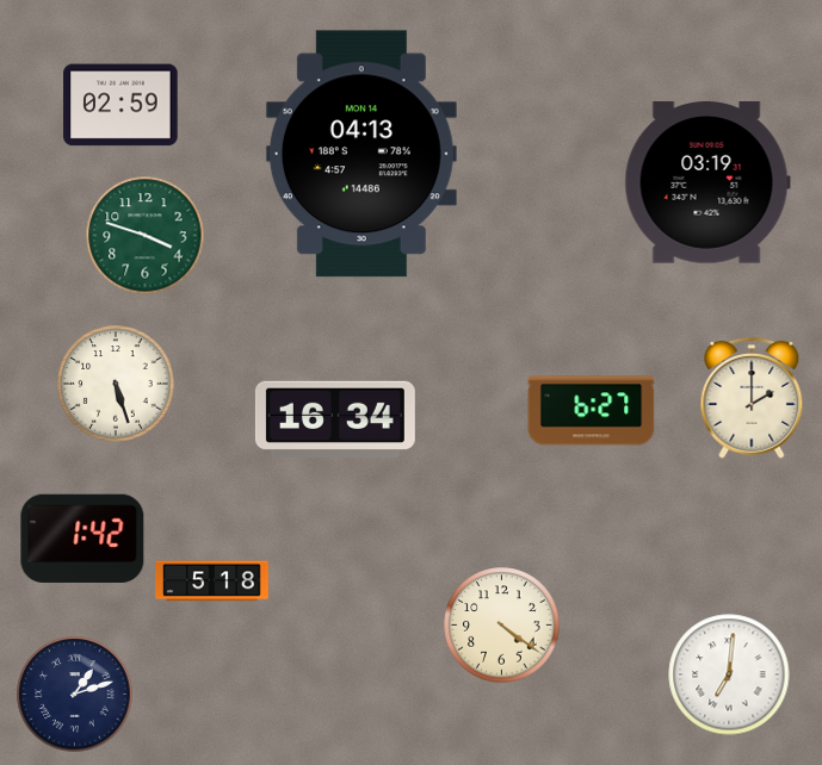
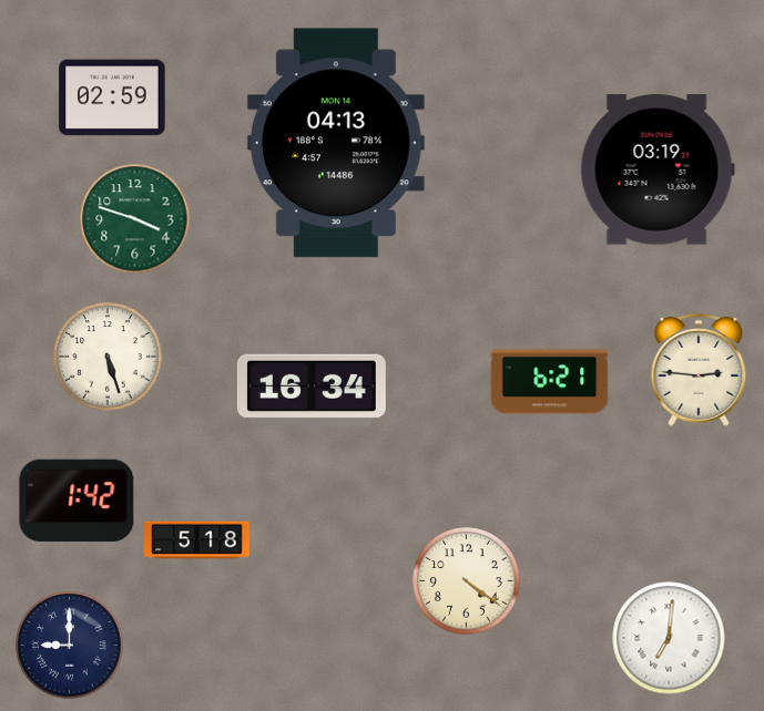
clock at (752, 398): 2:00 -> 2:46
clock at (592, 411): 6:27 -> 6:21
clock at (729, 674) position: (729, 674) -> (669, 638)
clock at (75, 695): 1:12 -> 9:00
